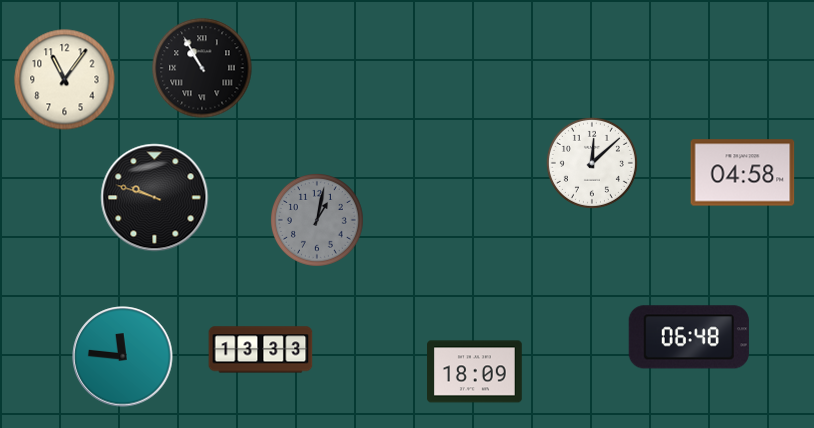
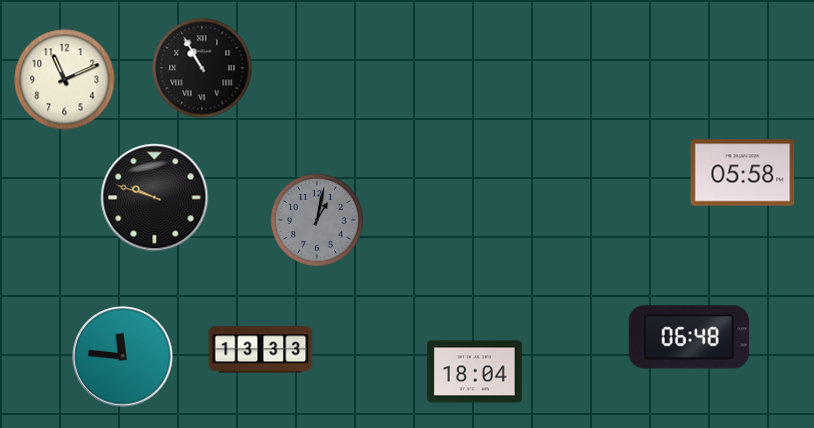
clock at (65, 80): 11:06 -> 11:11
clock at (592, 163): 12:08 -> none
clock at (743, 173): 04:58 -> 05:58
clock at (475, 372): 18:09 -> 18:04
